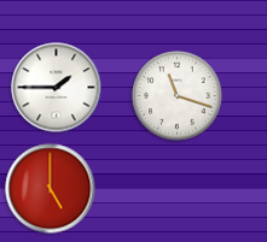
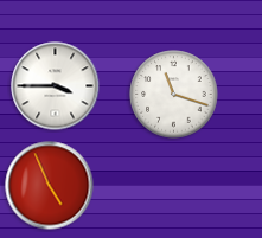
clock at (57, 88): 1:45 -> 3:45
clock at (51, 189): 5:00 -> 4:56
